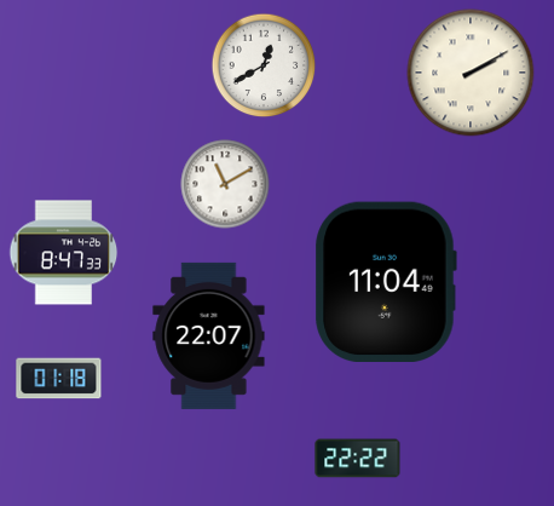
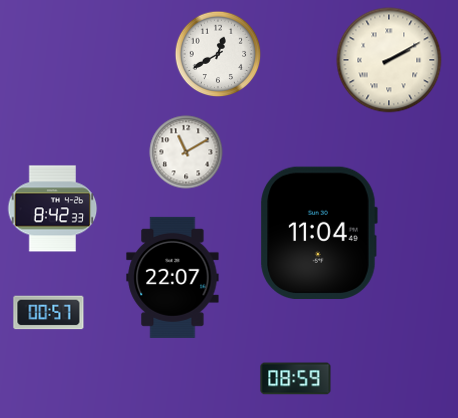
clock at (64, 253): 8:47 -> 8:42
clock at (59, 379): 01:18 -> 00:57
clock at (358, 459): 22:22 -> 08:59
